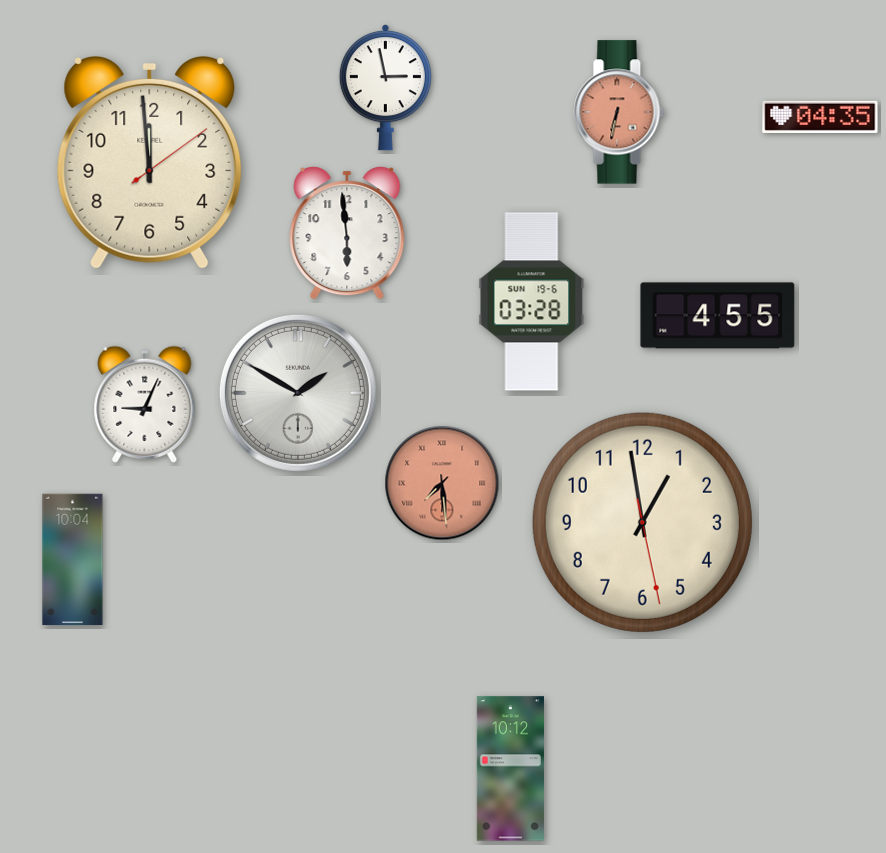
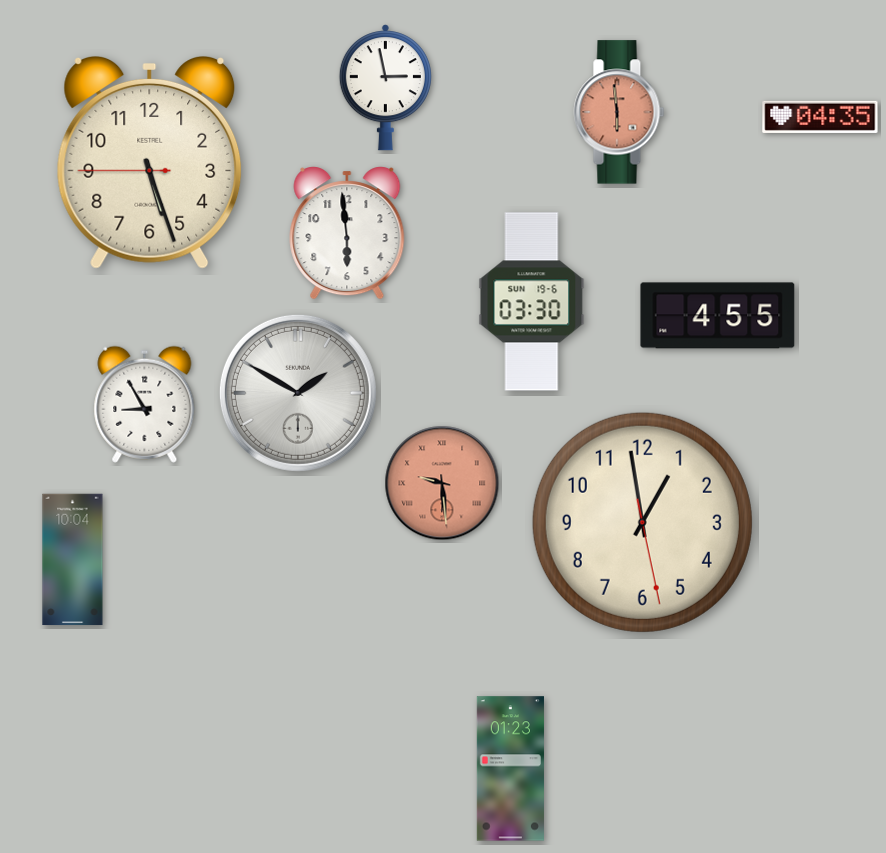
clock at (619, 112): 6:32 -> 5:59
clock at (150, 163): 11:59 -> 5:26
clock at (532, 302): 03:28 -> 03:30
clock at (145, 404): 9:04 -> 8:55
clock at (442, 483): 7:29 -> 9:29
clock at (510, 769): 10:12 -> 01:23
